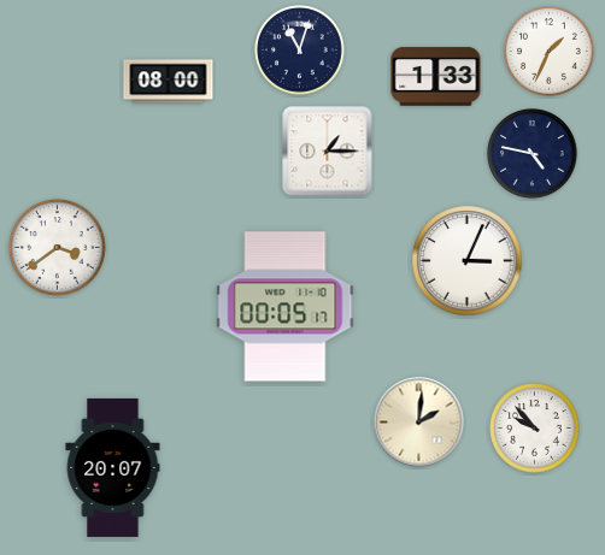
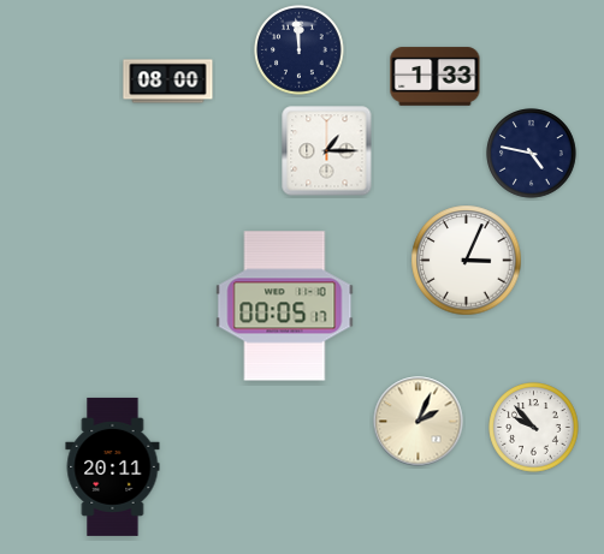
clock at (300, 51): 11:03 -> 11:59
clock at (550, 52): 1:34 -> none
clock at (58, 248): 3:39 -> none
clock at (419, 423): 2:01 -> 2:04
clock at (113, 467): 20:07 -> 20:11
